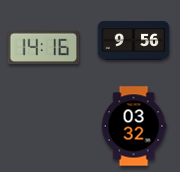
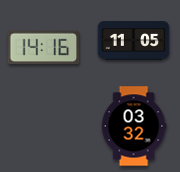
clock at (134, 41): 9:56 -> 11:05
